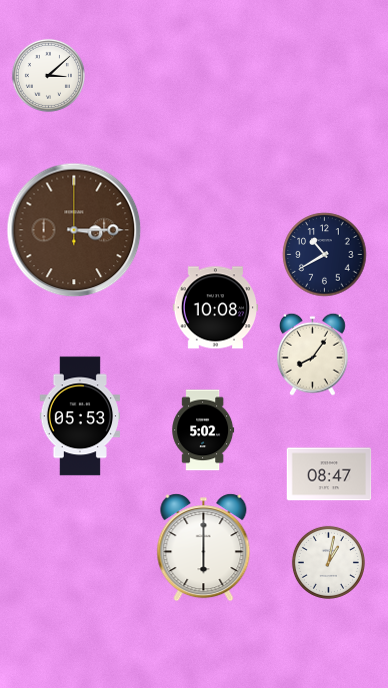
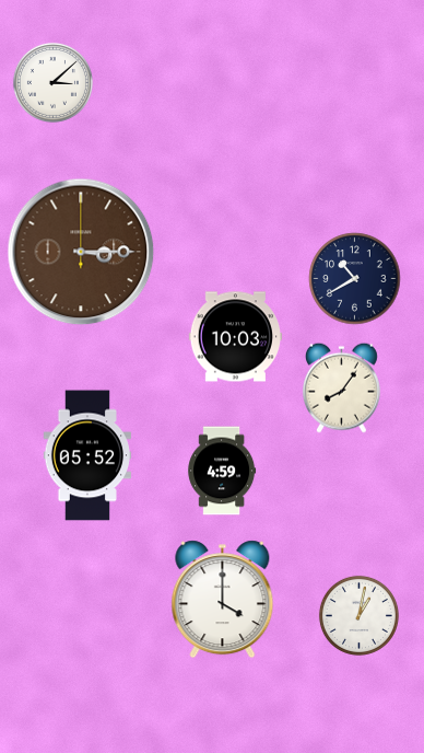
clock at (215, 308): 10:08 -> 10:03
clock at (79, 416): 05:53 -> 05:52
clock at (203, 430): 5:02 -> 4:59
clock at (329, 474): 08:47 -> none
clock at (204, 548): 6:00 -> 4:00
